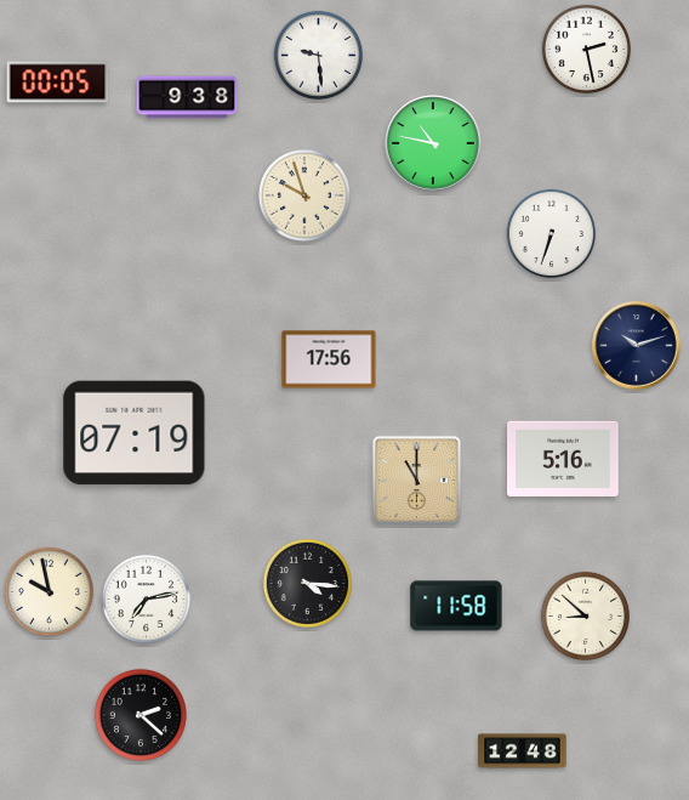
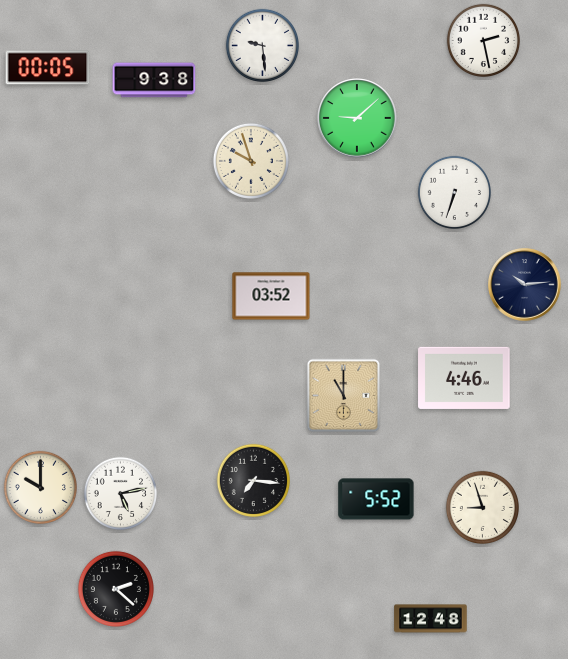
clock at (433, 143): 10:47 -> 9:08
clock at (637, 346): 10:12 -> 10:14
clock at (329, 359): 17:56 -> 03:52
clock at (135, 433): 07:19 -> none
clock at (563, 459): 5:16 -> 4:46
clock at (307, 583): 4:16 -> 7:16
clock at (49, 591): 9:58 -> 10:00
clock at (146, 598): 7:13 -> 5:13
clock at (456, 606): 11:58 -> 5:52
clock at (585, 615): 8:52 -> 8:57
